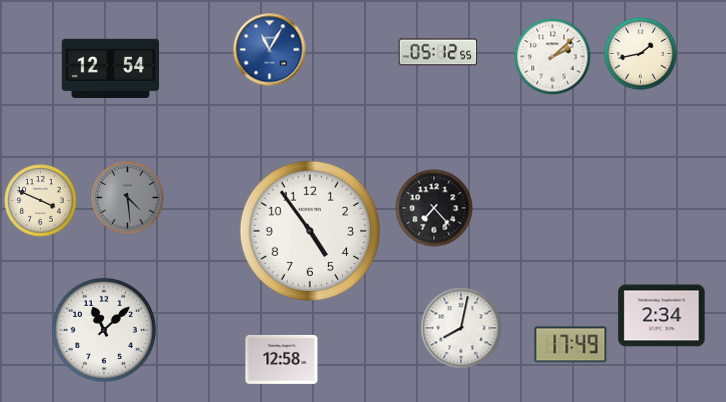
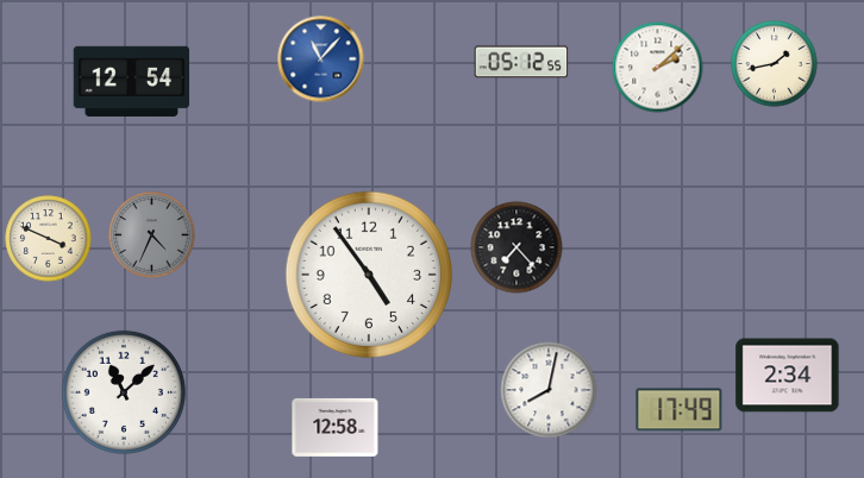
clock at (270, 50): 11:05 -> 11:07
clock at (641, 54) position: (641, 54) -> (775, 64)
clock at (128, 198): 4:29 -> 4:34
